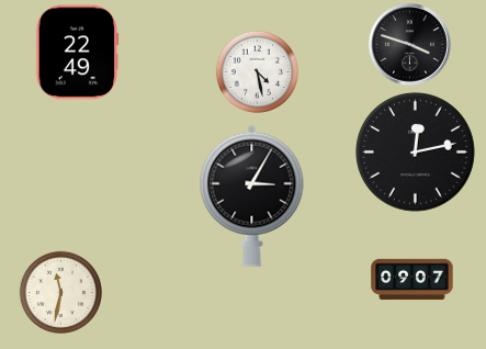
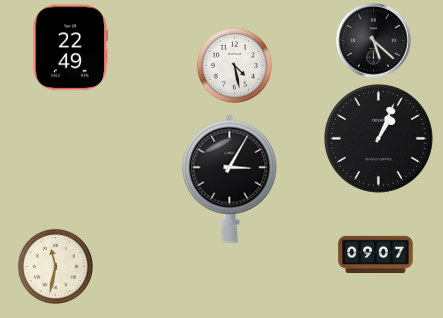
clock at (410, 45): 3:48 -> 5:22
clock at (416, 153): 12:13 -> 1:04
